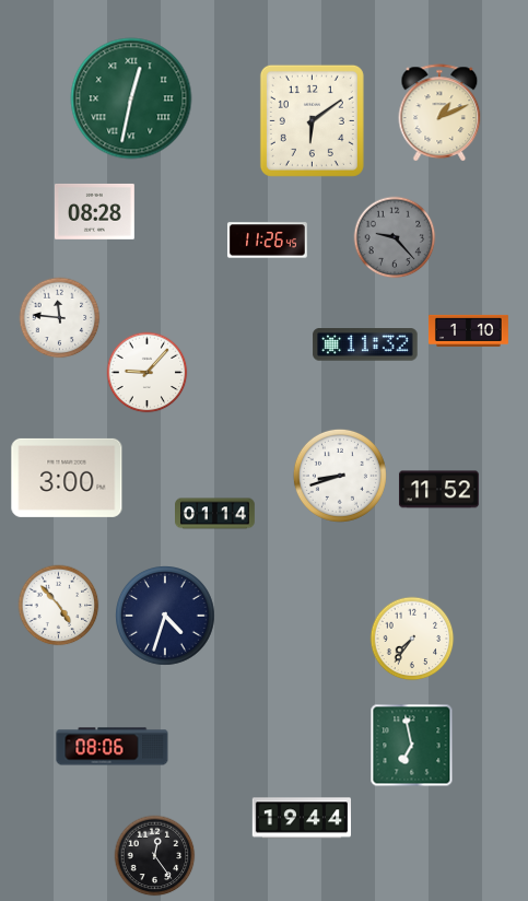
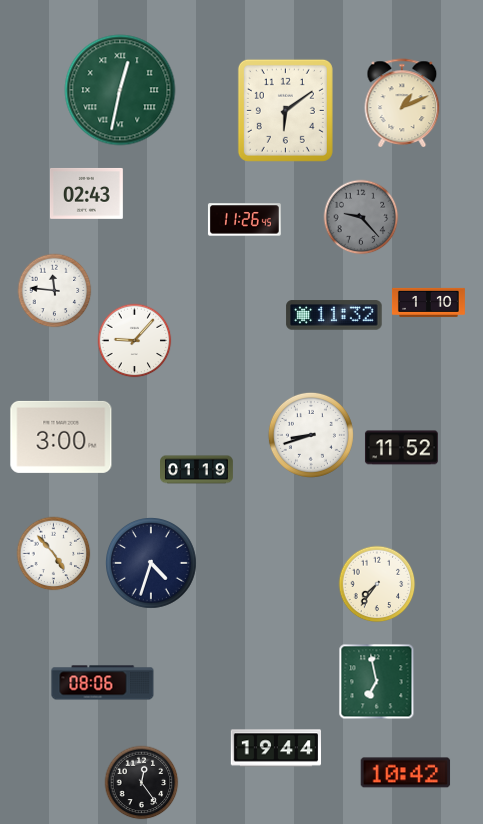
clock at (94, 211): 08:28 -> 02:43
clock at (215, 514): 01:14 -> 01:19
clock at (406, 773): none -> 10:42
